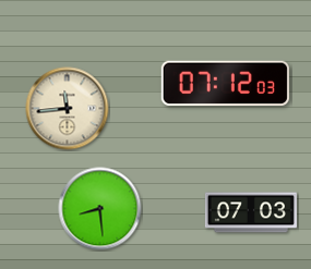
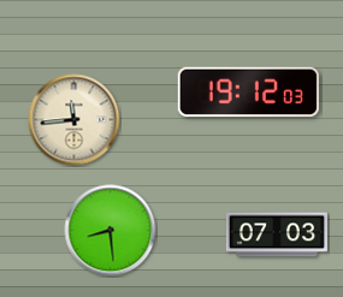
clock at (225, 83): 07:12 -> 19:12
